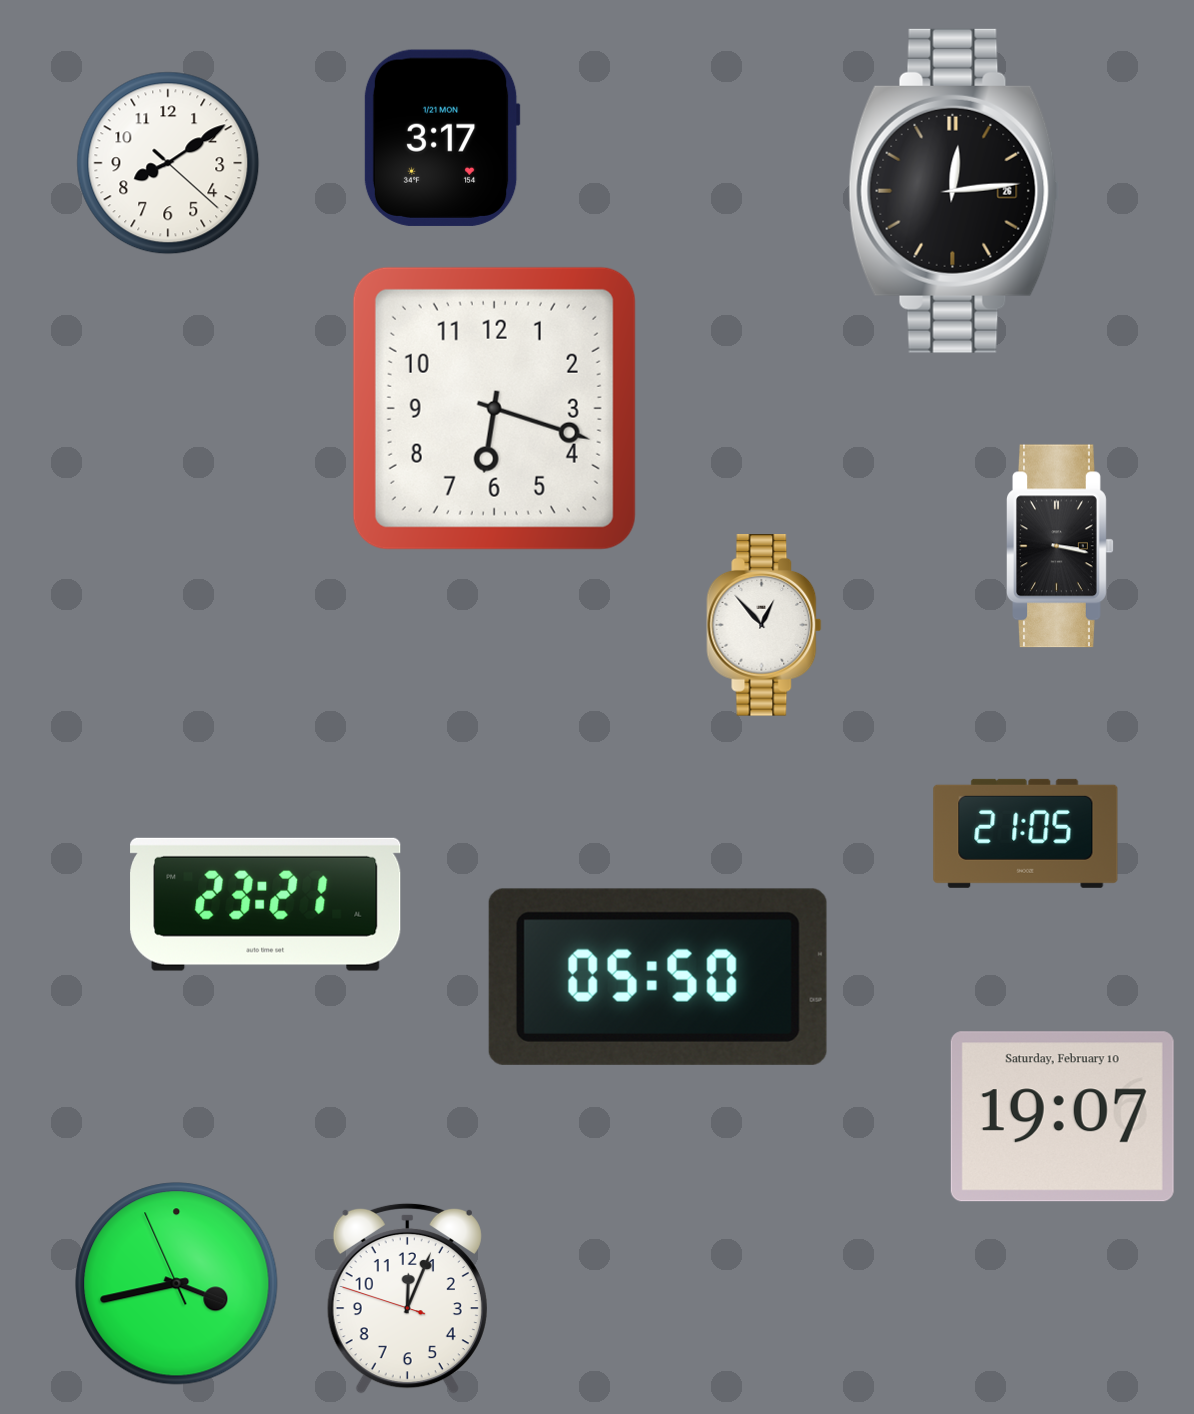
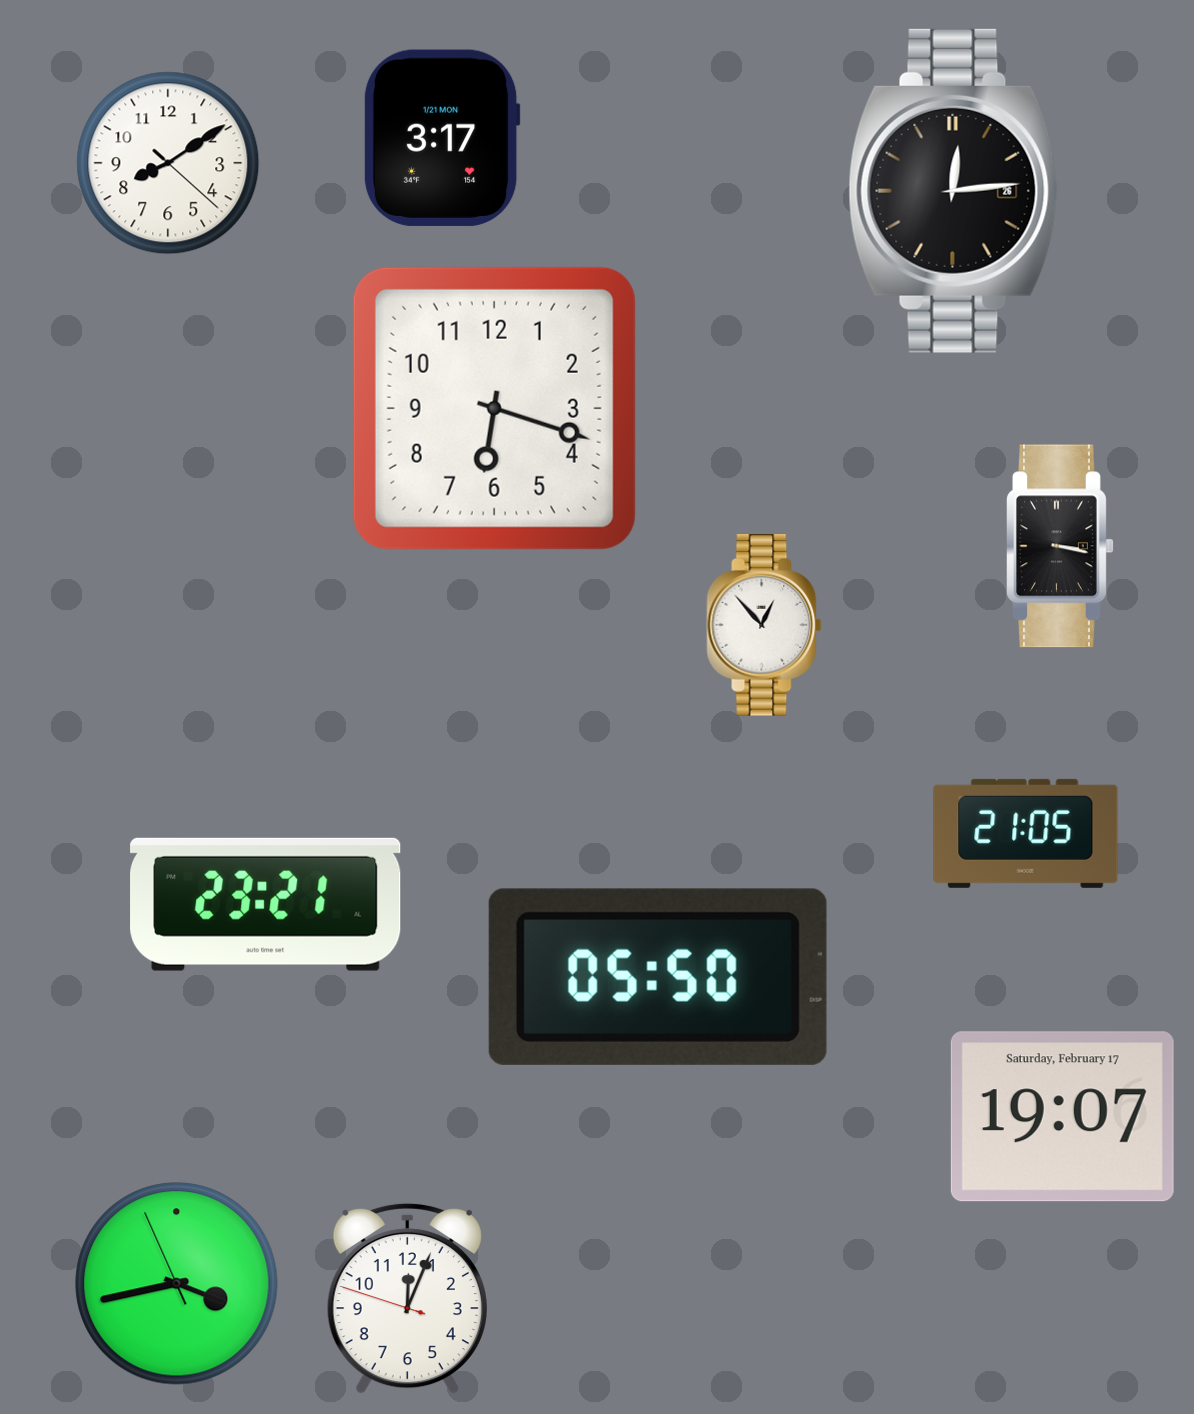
clock at (1062, 1117) date: Saturday, February 10 -> Saturday, February 17
